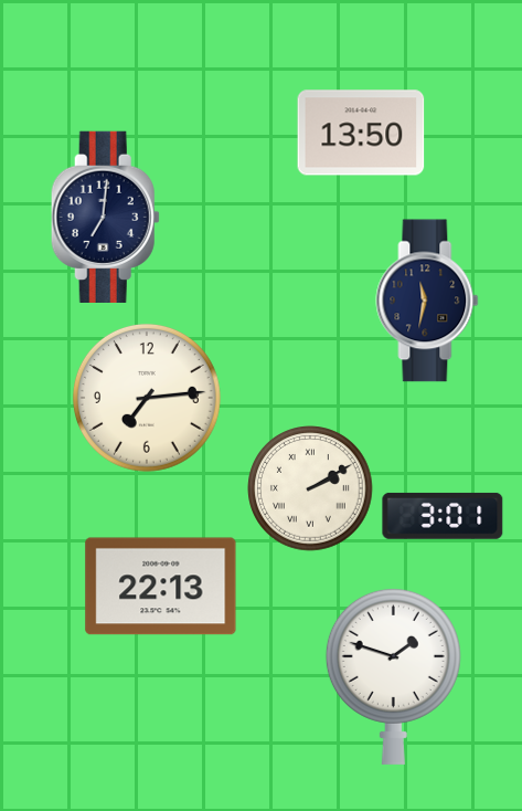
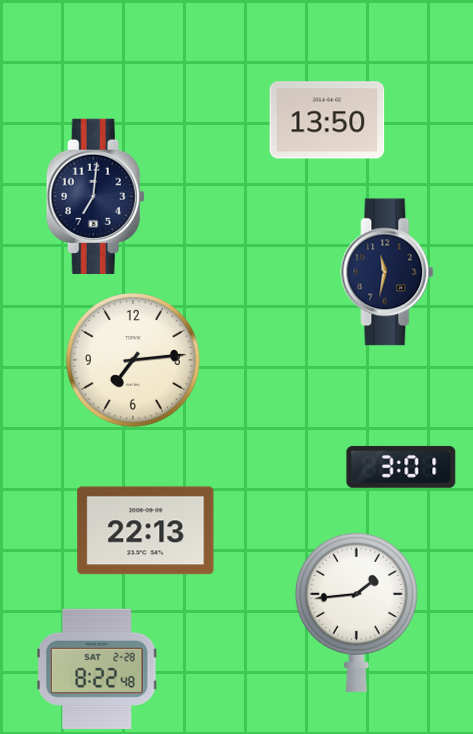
clock at (310, 488): 2:10 -> none
clock at (393, 676): 1:48 -> 1:44
clock at (97, 668): none -> 8:22
